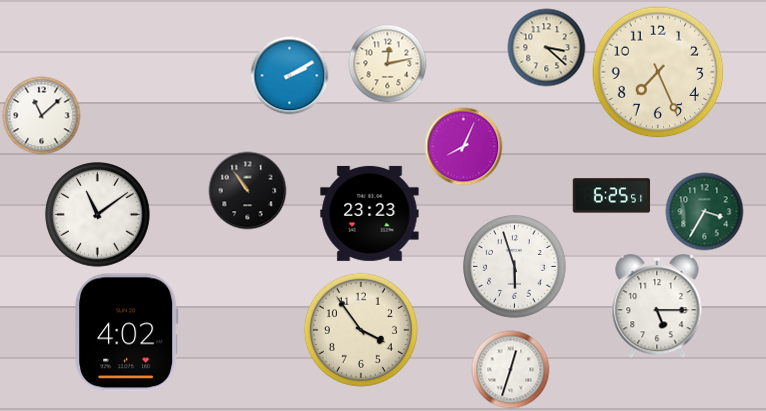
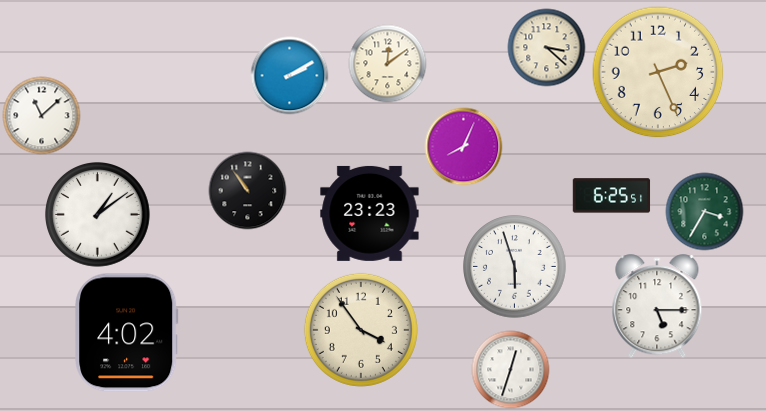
clock at (387, 63): 12:13 -> 12:09
clock at (658, 72): 7:26 -> 2:26
clock at (98, 215): 11:09 -> 1:09
